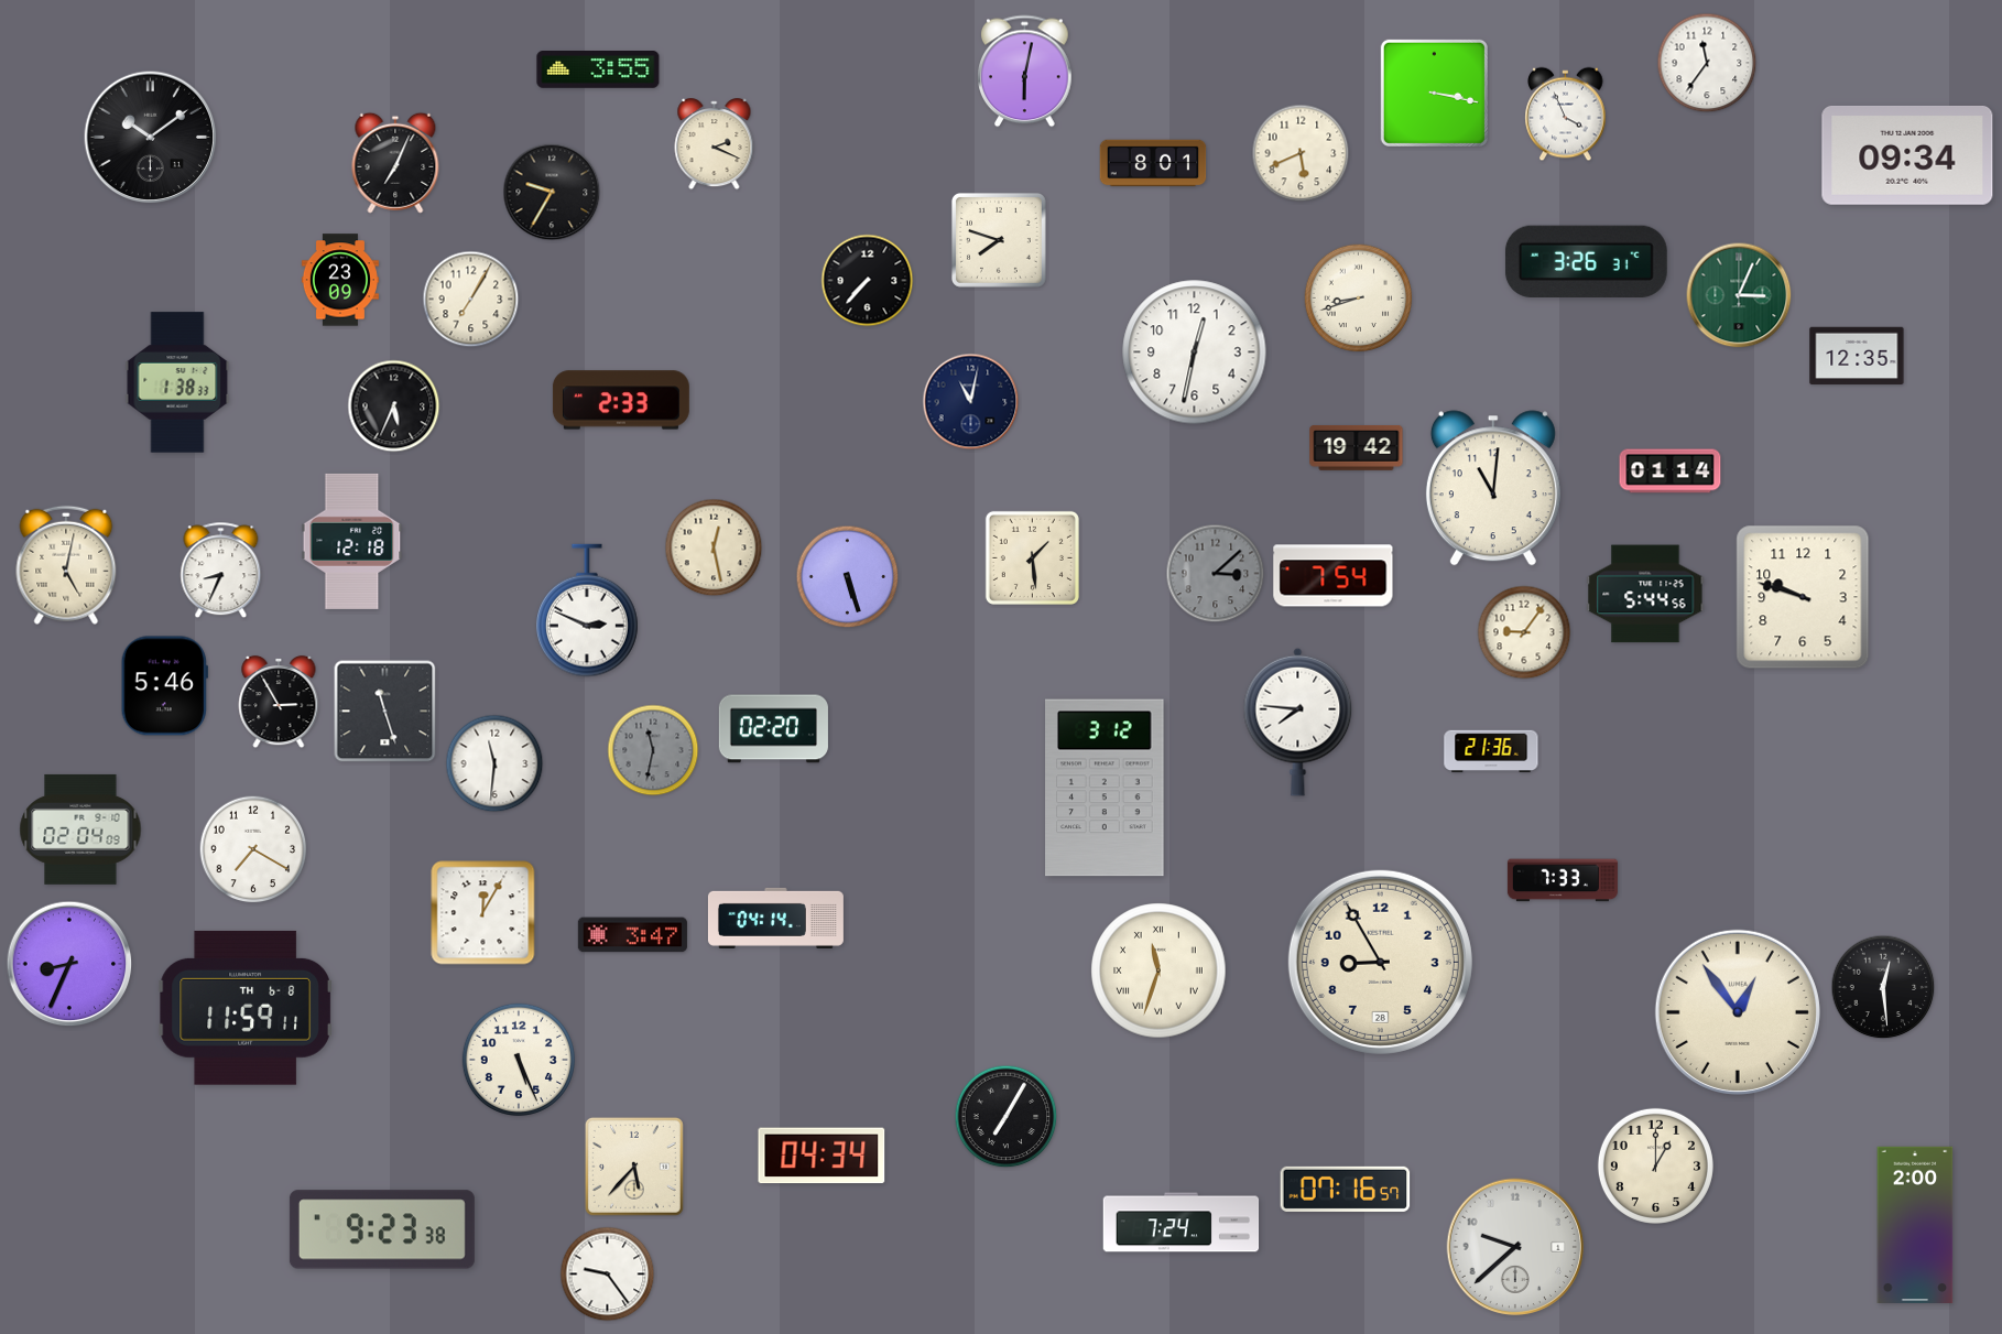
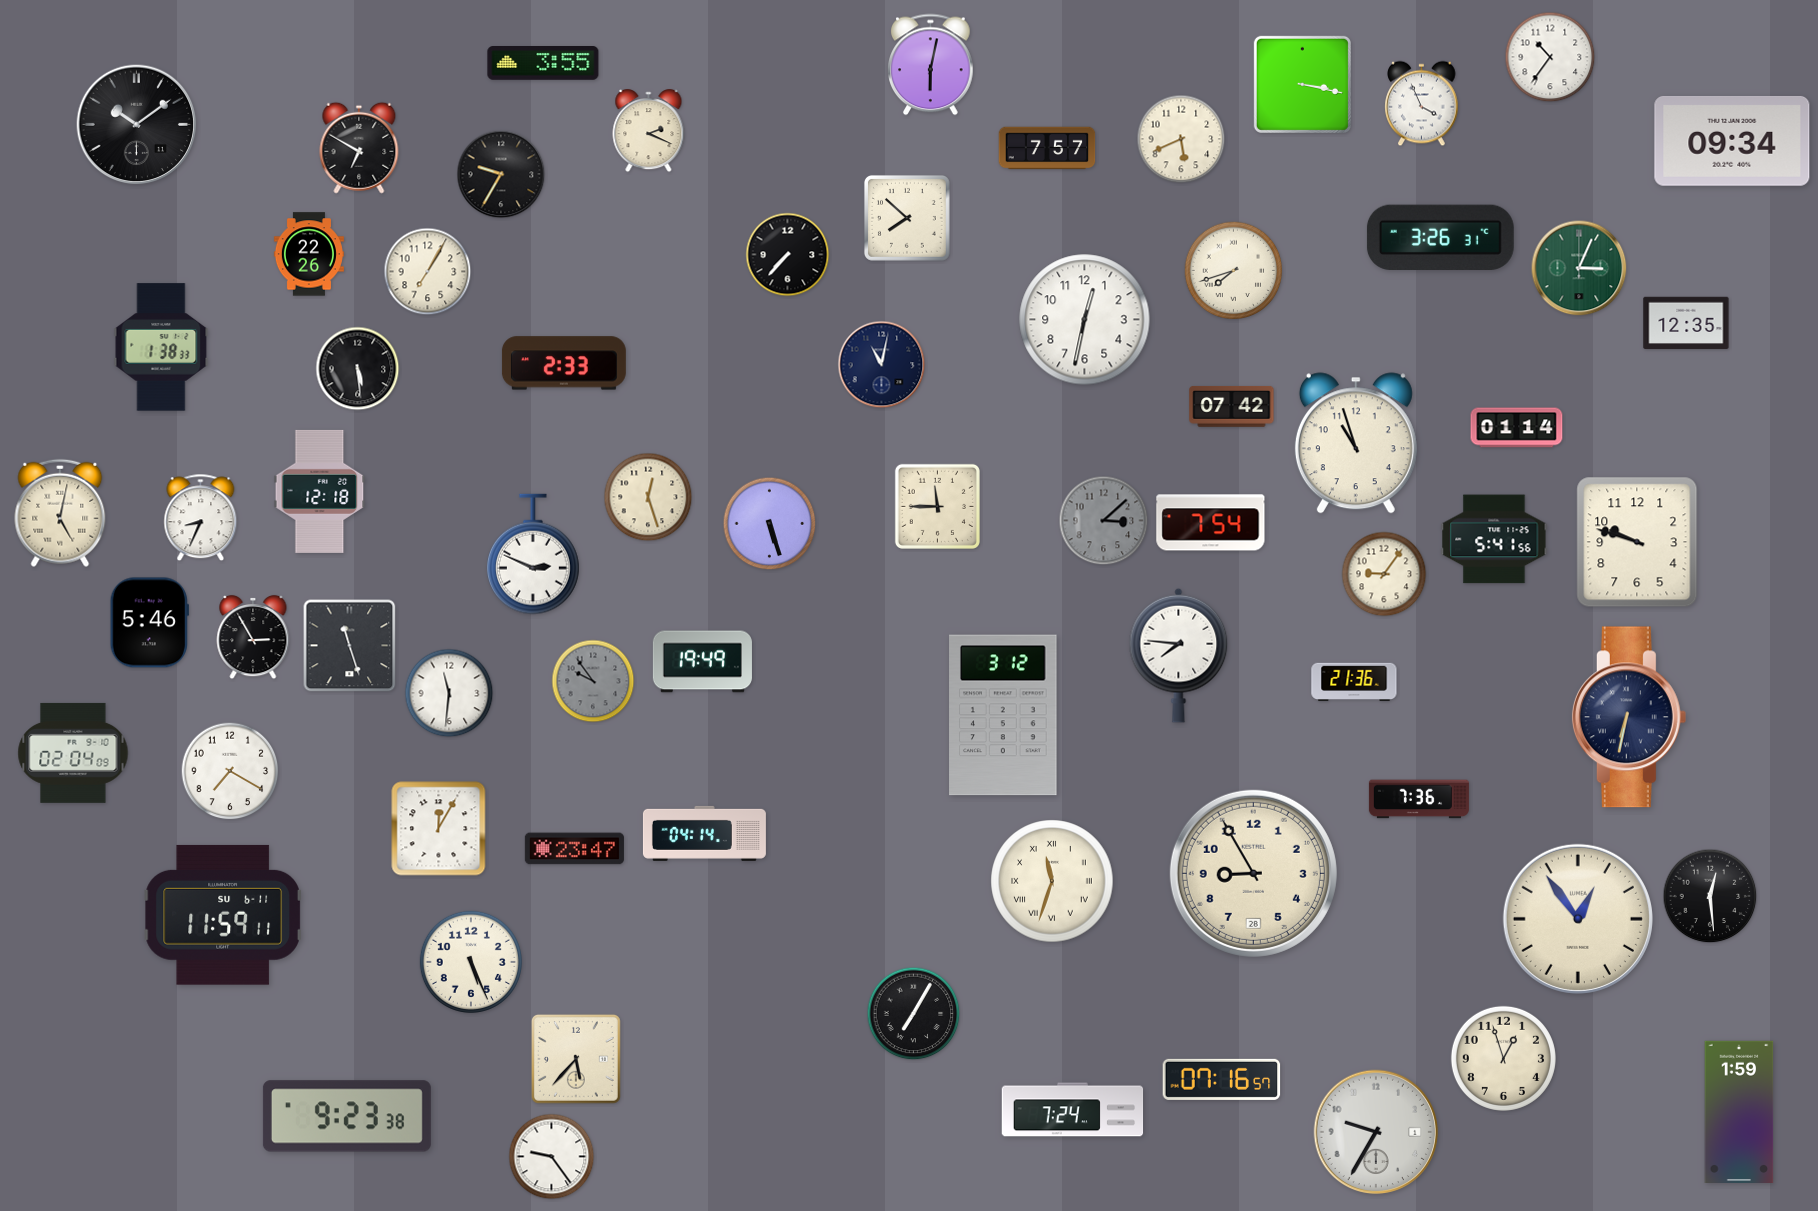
clock at (1707, 63): 11:36 -> 10:36
clock at (395, 163): 7:04 -> 6:50
clock at (1153, 163): 8:01 -> 7:57
clock at (999, 240): 7:48 -> 7:52
clock at (340, 280): 23:09 -> 22:26
clock at (1359, 299): 8:42 -> 7:42
clock at (394, 406): 5:34 -> 5:29
clock at (1357, 448): 19:42 -> 07:42
clock at (1493, 488): 11:01 -> 10:57
clock at (714, 547): 12:28 -> 12:27
clock at (1032, 557): 1:29 -> 11:45
clock at (1645, 594): 5:44 -> 5:41
clock at (773, 729): 02:20 -> 19:49
clock at (653, 750): 11:32 -> 9:54
clock at (1629, 717): none -> 6:32
clock at (1563, 880): 7:33 -> 7:36
clock at (632, 935): 3:47 -> 23:47
clock at (69, 964): 8:34 -> none
clock at (246, 1008) date: TH 6-8 -> SU 6-11
clock at (822, 1156): 04:34 -> none
clock at (1655, 1165): 1:00 -> 12:57
clock at (1915, 1224): 2:00 -> 1:59
clock at (1515, 1247): 9:38 -> 9:35
